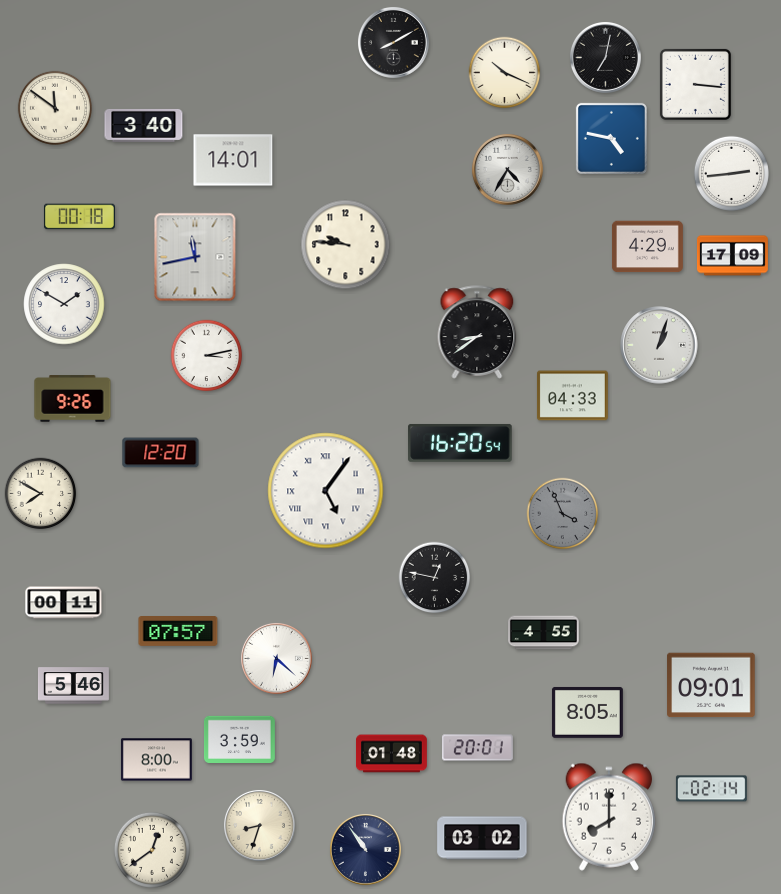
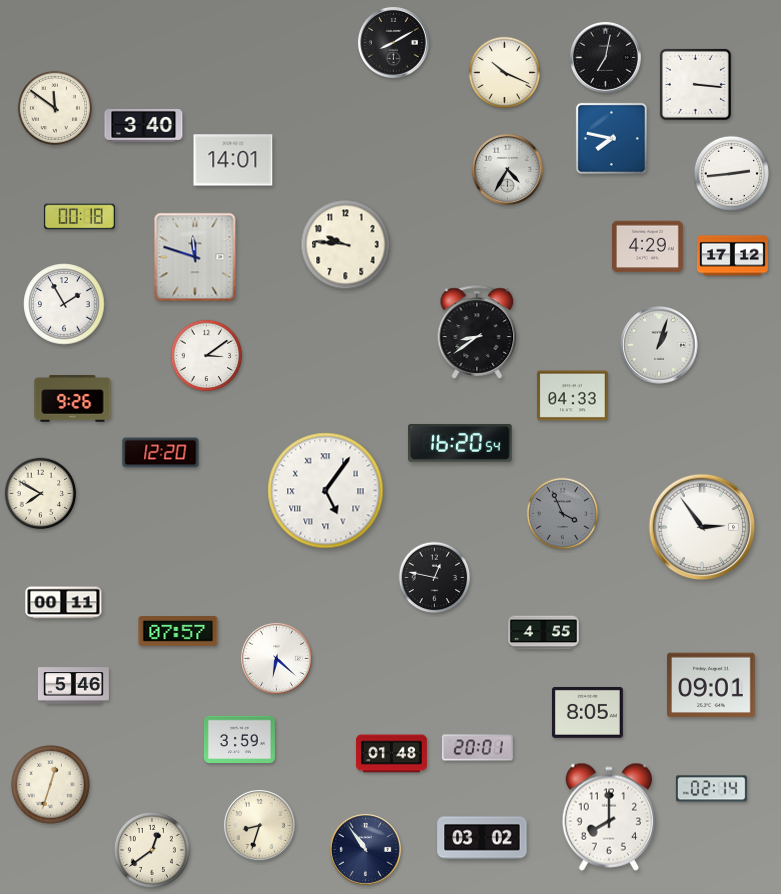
clock at (611, 138): 4:47 -> 7:47
clock at (732, 256): 17:09 -> 17:12
clock at (195, 257): 11:43 -> 11:48
clock at (64, 304): 1:50 -> 1:55
clock at (207, 356): 3:13 -> 3:09
clock at (702, 527): none -> 2:54
clock at (156, 760): 8:00 -> none
clock at (51, 785): none -> 12:33
